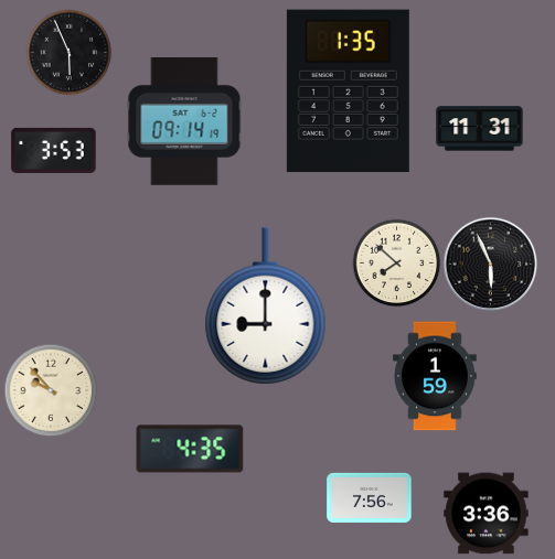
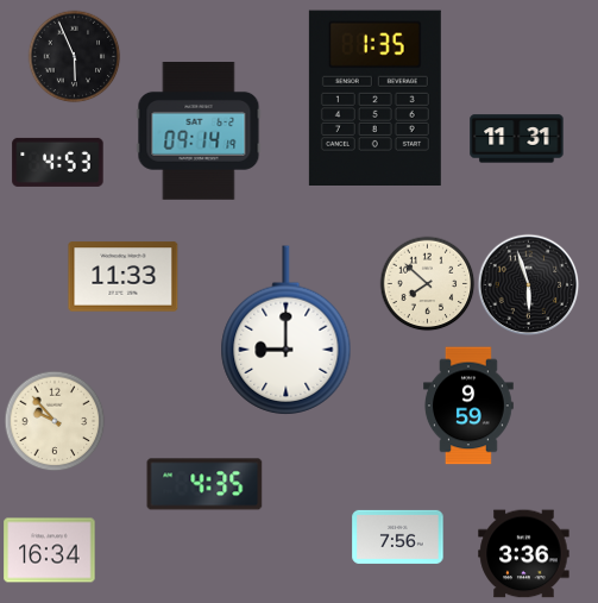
clock at (54, 150): 3:53 -> 4:53
clock at (124, 277): none -> 11:33
clock at (490, 264): 5:56 -> 5:57
clock at (436, 376): 1:59 -> 9:59
clock at (50, 551): none -> 16:34
